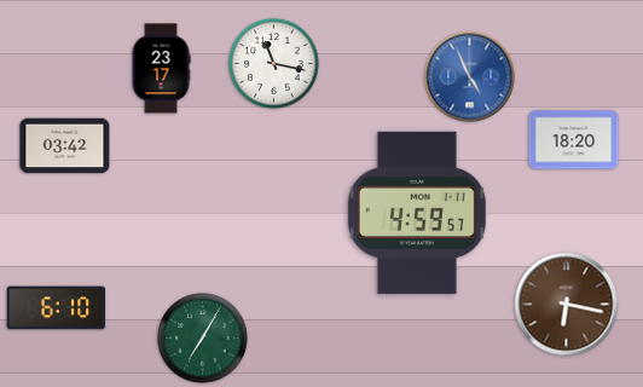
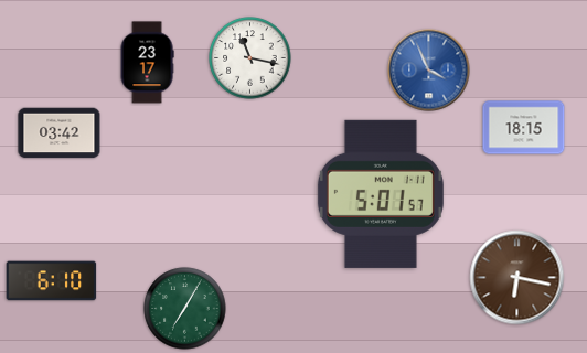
clock at (470, 77): 4:56 -> 3:56
clock at (574, 140): 18:20 -> 18:15
clock at (417, 213): 4:59 -> 5:01
